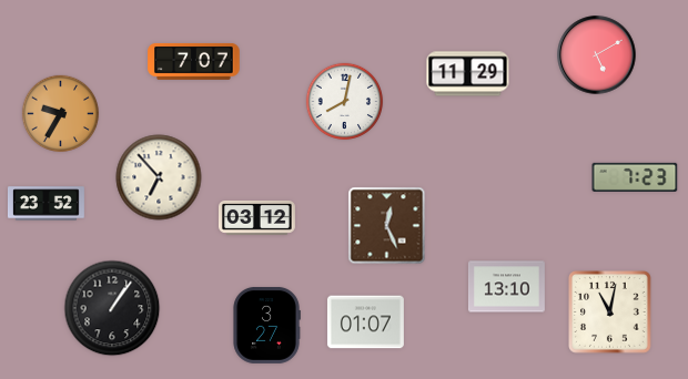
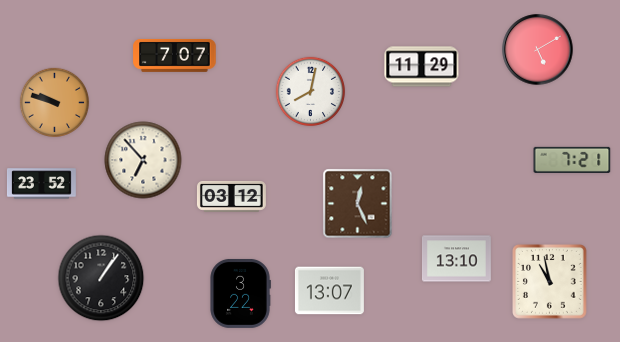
clock at (61, 114): 9:35 -> 9:48
clock at (635, 177): 7:23 -> 7:21
clock at (387, 226) position: (387, 226) -> (358, 204)
clock at (610, 313): 11:02 -> 10:58
clock at (365, 322): 01:07 -> 13:07
clock at (266, 325): 3:27 -> 3:22
